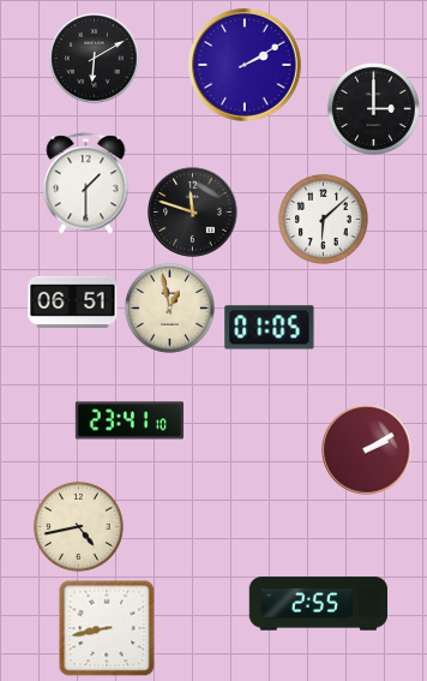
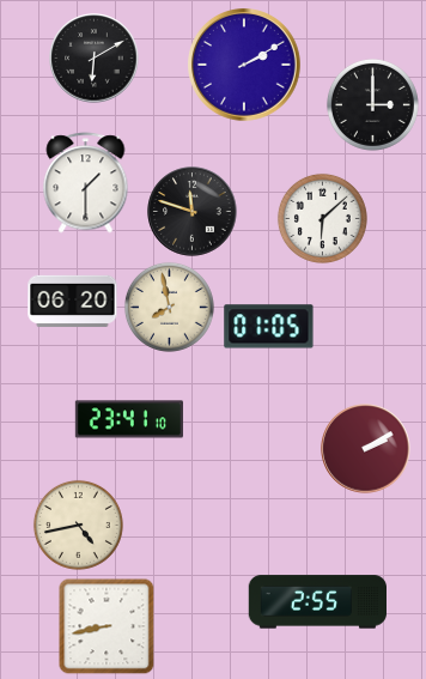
clock at (373, 108) position: (373, 108) -> (372, 104)
clock at (73, 301): 06:51 -> 06:20
clock at (169, 307): 12:58 -> 7:58
